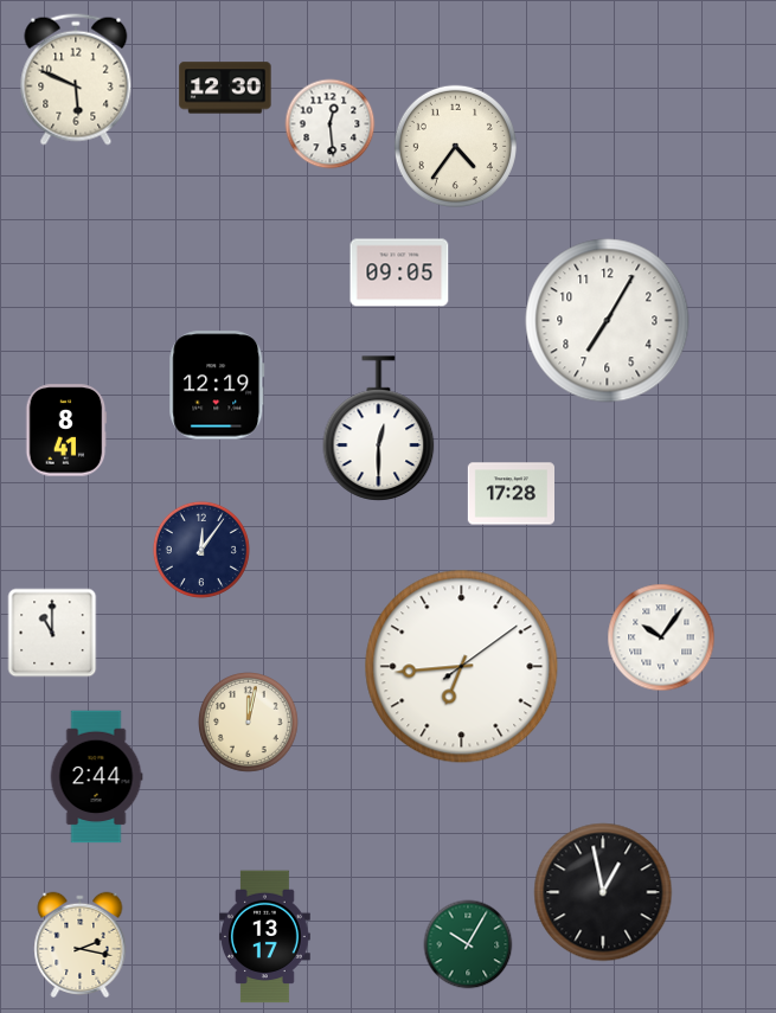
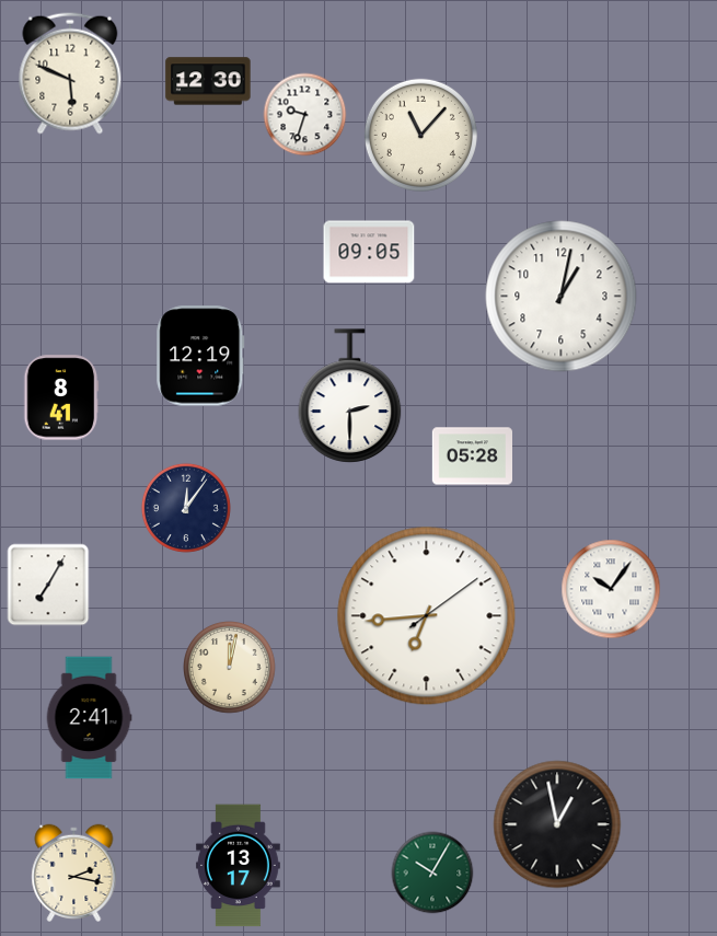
clock at (331, 124): 12:29 -> 9:33
clock at (455, 146): 4:36 -> 11:07
clock at (608, 321): 7:05 -> 1:02
clock at (379, 429): 12:30 -> 2:30
clock at (511, 494): 17:28 -> 05:28
clock at (52, 633): 11:00 -> 7:05
clock at (96, 777): 2:44 -> 2:41
clock at (264, 937) position: (264, 937) -> (238, 866)
